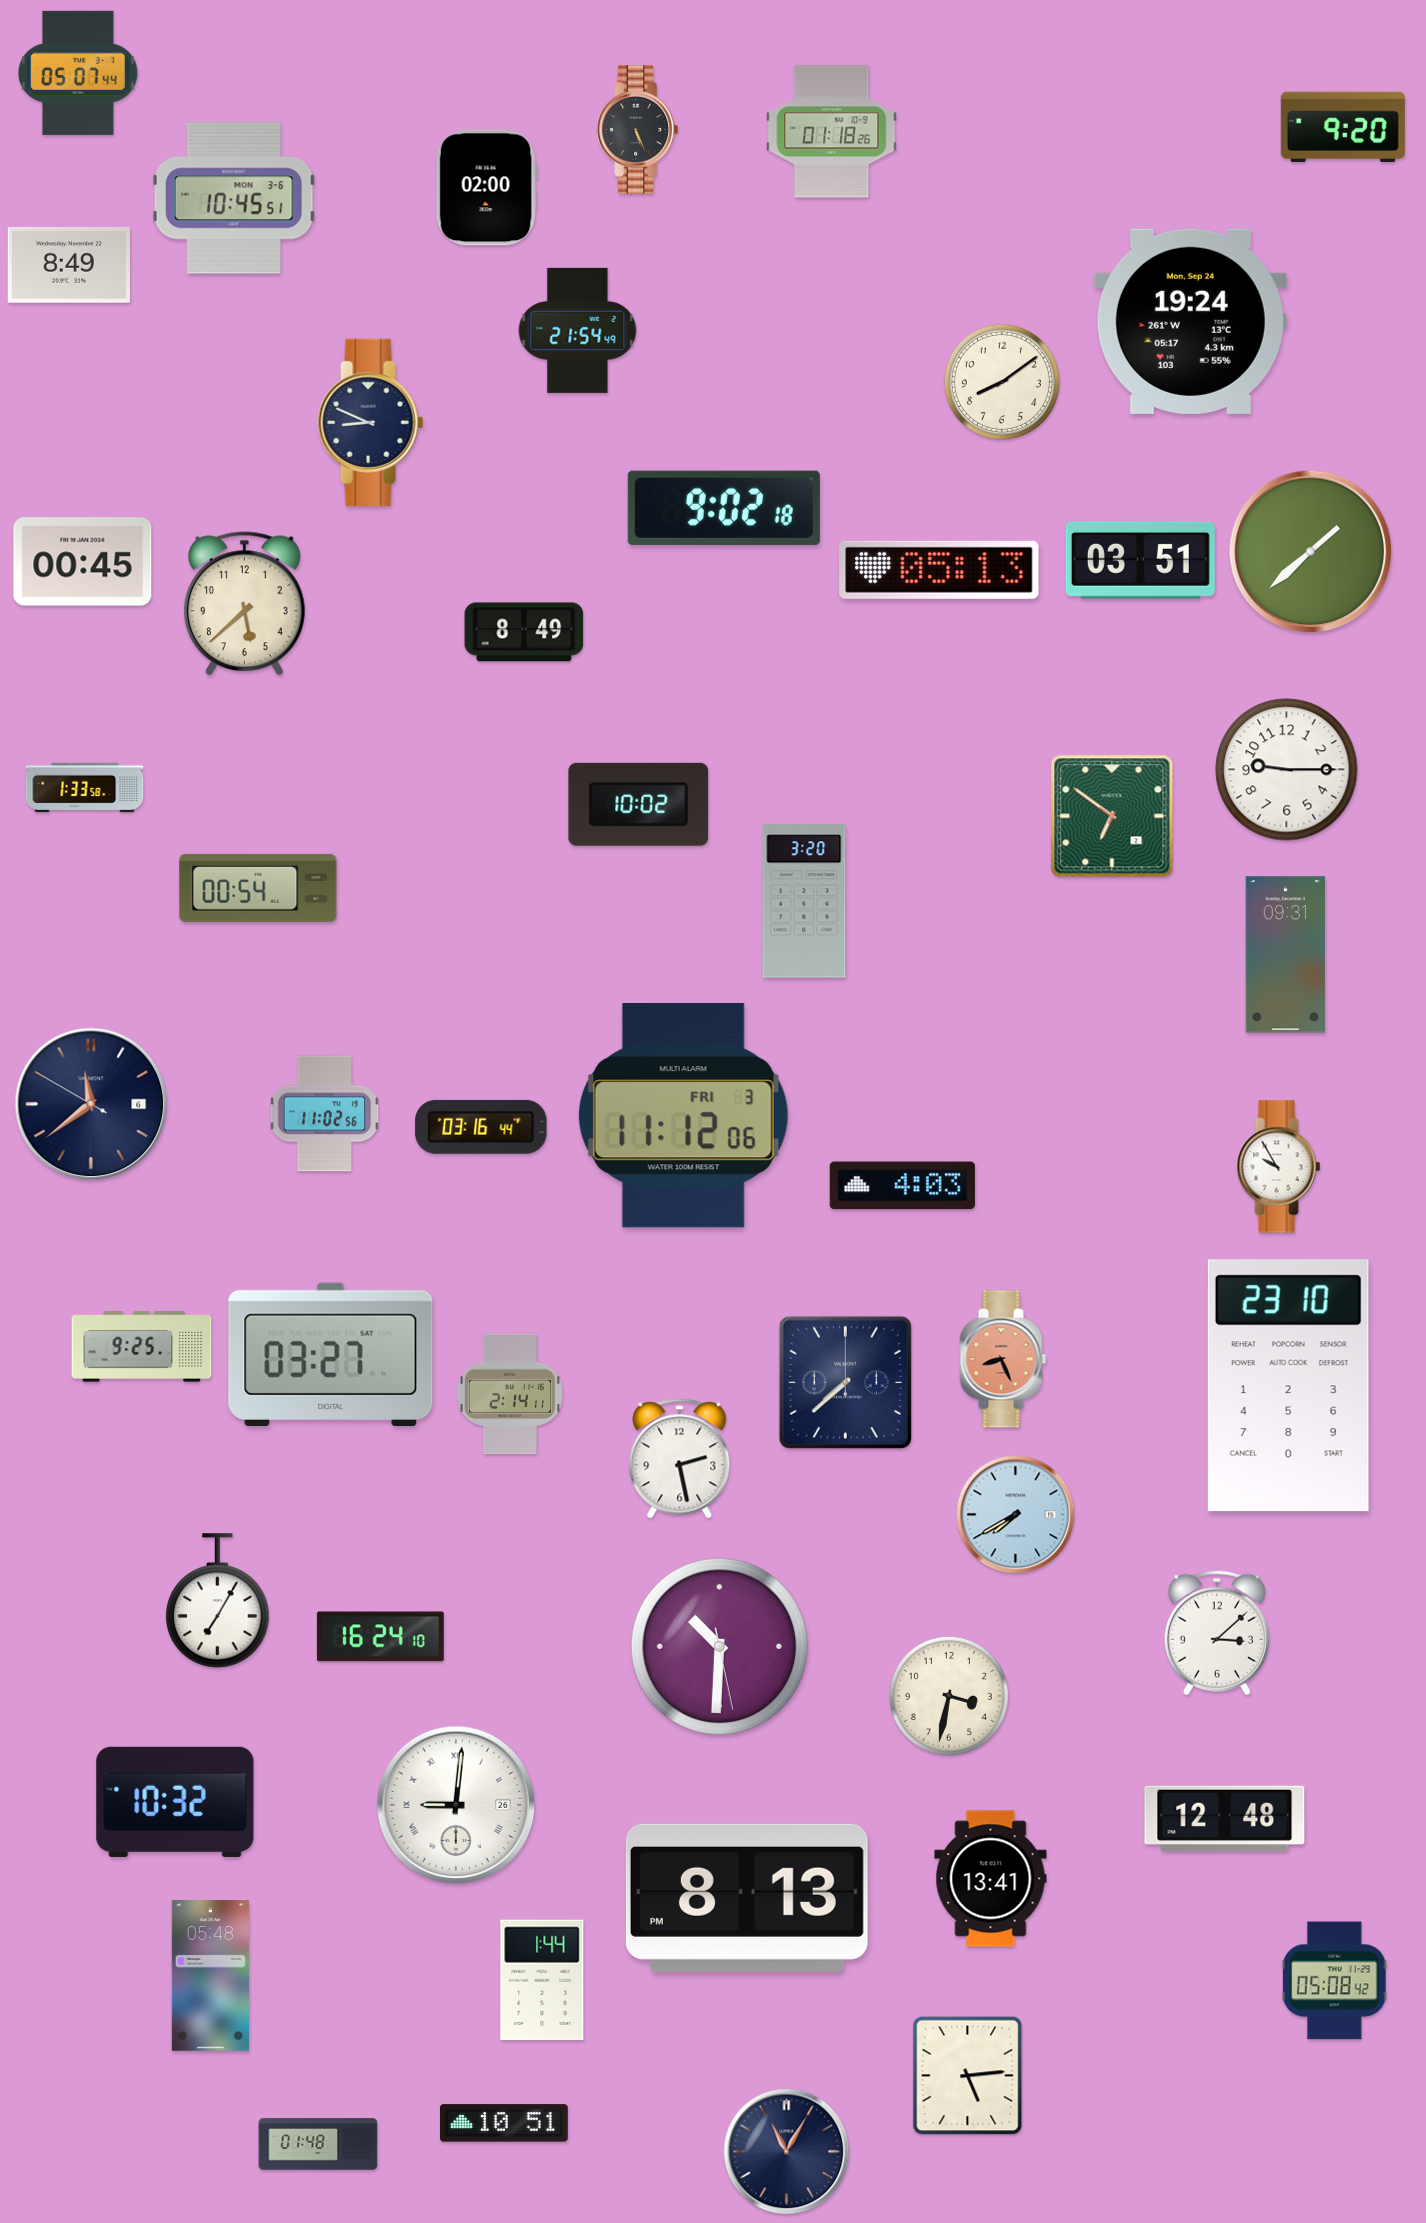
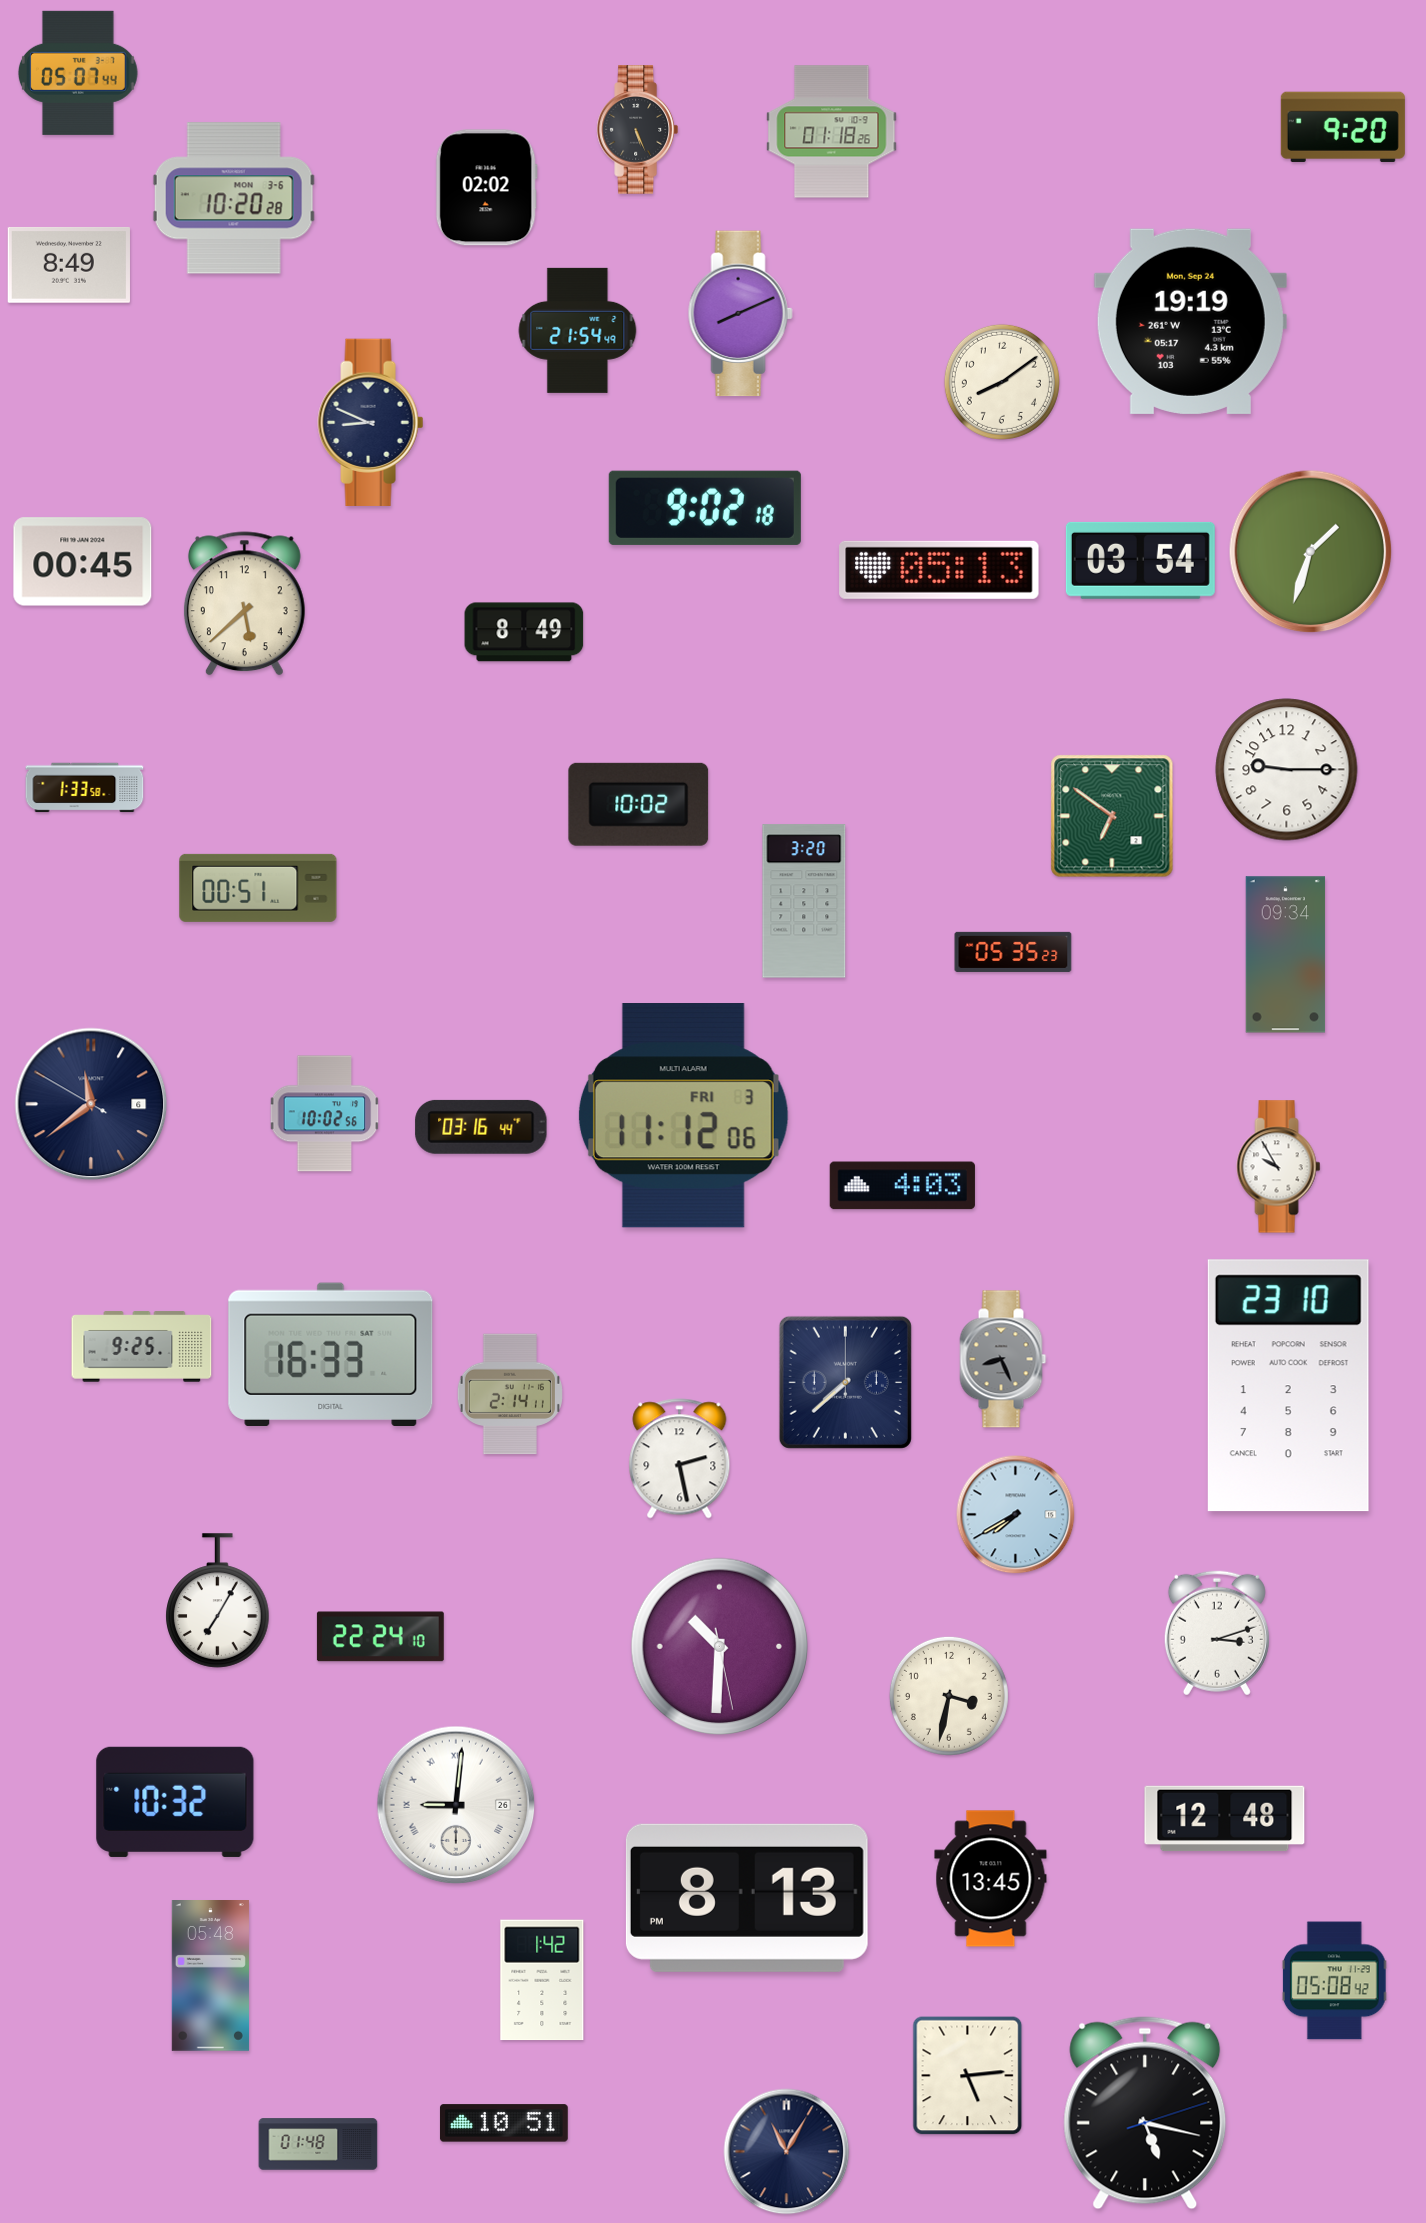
clock at (486, 188): 02:00 -> 02:02
clock at (234, 198): 10:45 -> 10:20
clock at (740, 314): none -> 8:11
clock at (1190, 321): 19:24 -> 19:19
clock at (724, 508) position: (724, 508) -> (705, 508)
clock at (1311, 552): 1:38 -> 1:33
clock at (1140, 560): 03:51 -> 03:54
clock at (258, 888): 00:54 -> 00:51
clock at (1013, 952): none -> 05:35
clock at (1286, 955): 09:31 -> 09:34
clock at (325, 1114): 11:02 -> 10:02
clock at (331, 1354): 03:27 -> 16:33
clock at (1003, 1359) dial: salmon -> grey
clock at (1217, 1633): 3:08 -> 3:12
clock at (380, 1637): 16:24 -> 22:24
clock at (991, 1879): 13:41 -> 13:45
clock at (542, 1980): 1:44 -> 1:42
clock at (1145, 2113): none -> 5:17
